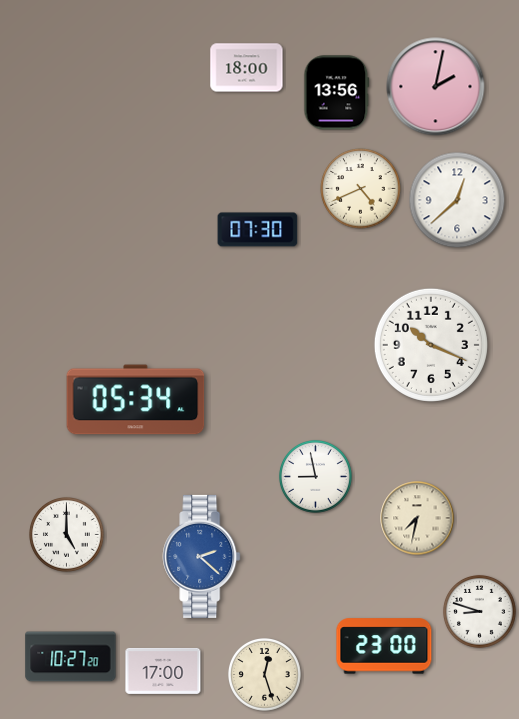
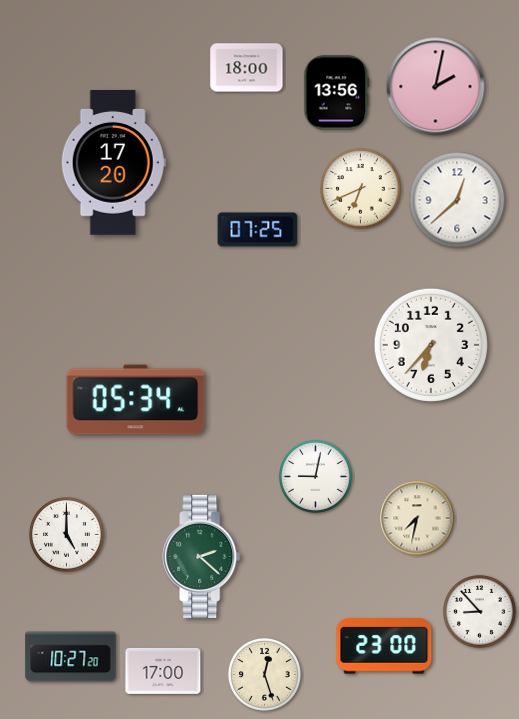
clock at (113, 163): none -> 17:20
clock at (361, 189): 4:41 -> 6:41
clock at (258, 230): 07:30 -> 07:25
clock at (431, 345): 10:19 -> 6:37
clock at (315, 476): 8:58 -> 9:02
clock at (202, 556) dial: blue -> green
clock at (479, 611): 8:48 -> 8:53
